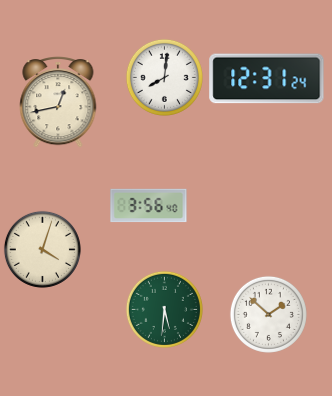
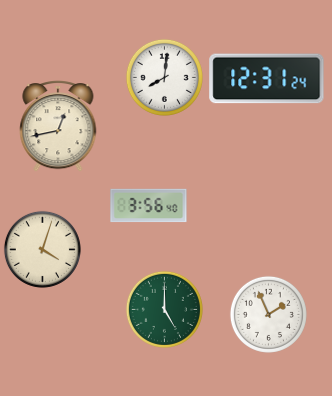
clock at (58, 103) position: (58, 103) -> (58, 127)
clock at (164, 309): 5:31 -> 5:00
clock at (268, 314): 1:52 -> 1:56
